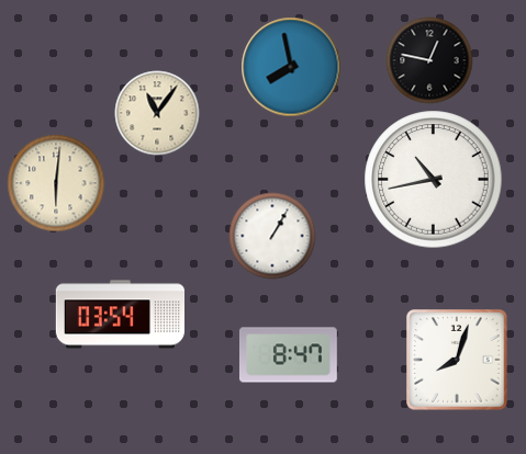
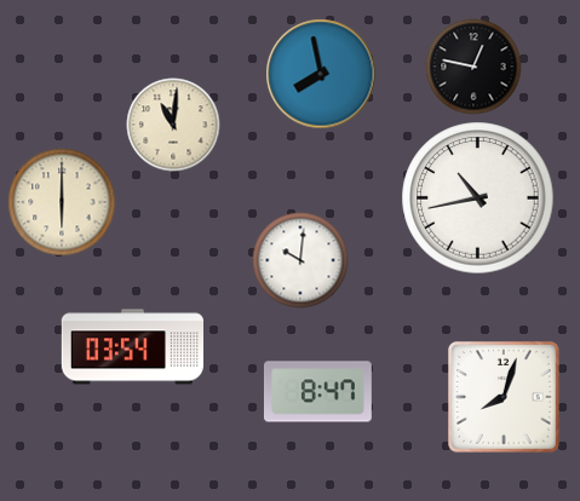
clock at (157, 113): 11:06 -> 11:01
clock at (56, 183): 6:01 -> 6:00
clock at (272, 236): 1:05 -> 10:01
